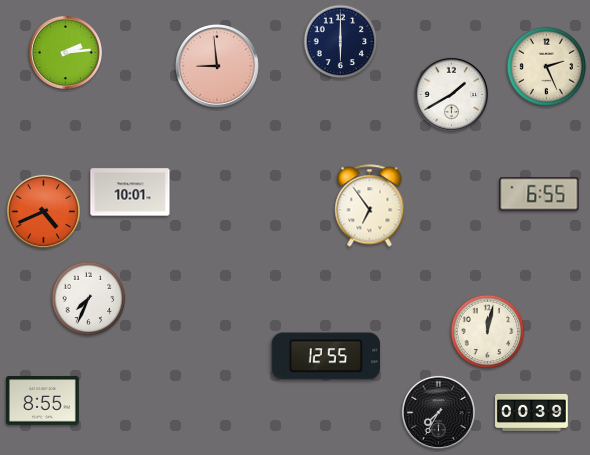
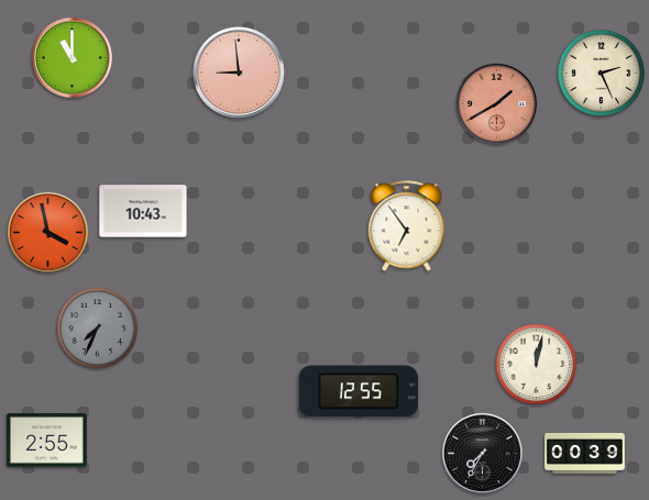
clock at (341, 42): 6:00 -> none
clock at (65, 52): 2:14 -> 11:00
clock at (451, 94) dial: white -> salmon
clock at (130, 192): 10:01 -> 10:43
clock at (539, 194): 6:55 -> none
clock at (43, 211): 4:41 -> 3:58
clock at (89, 299) dial: white -> grey
clock at (43, 401): 8:55 -> 2:55
